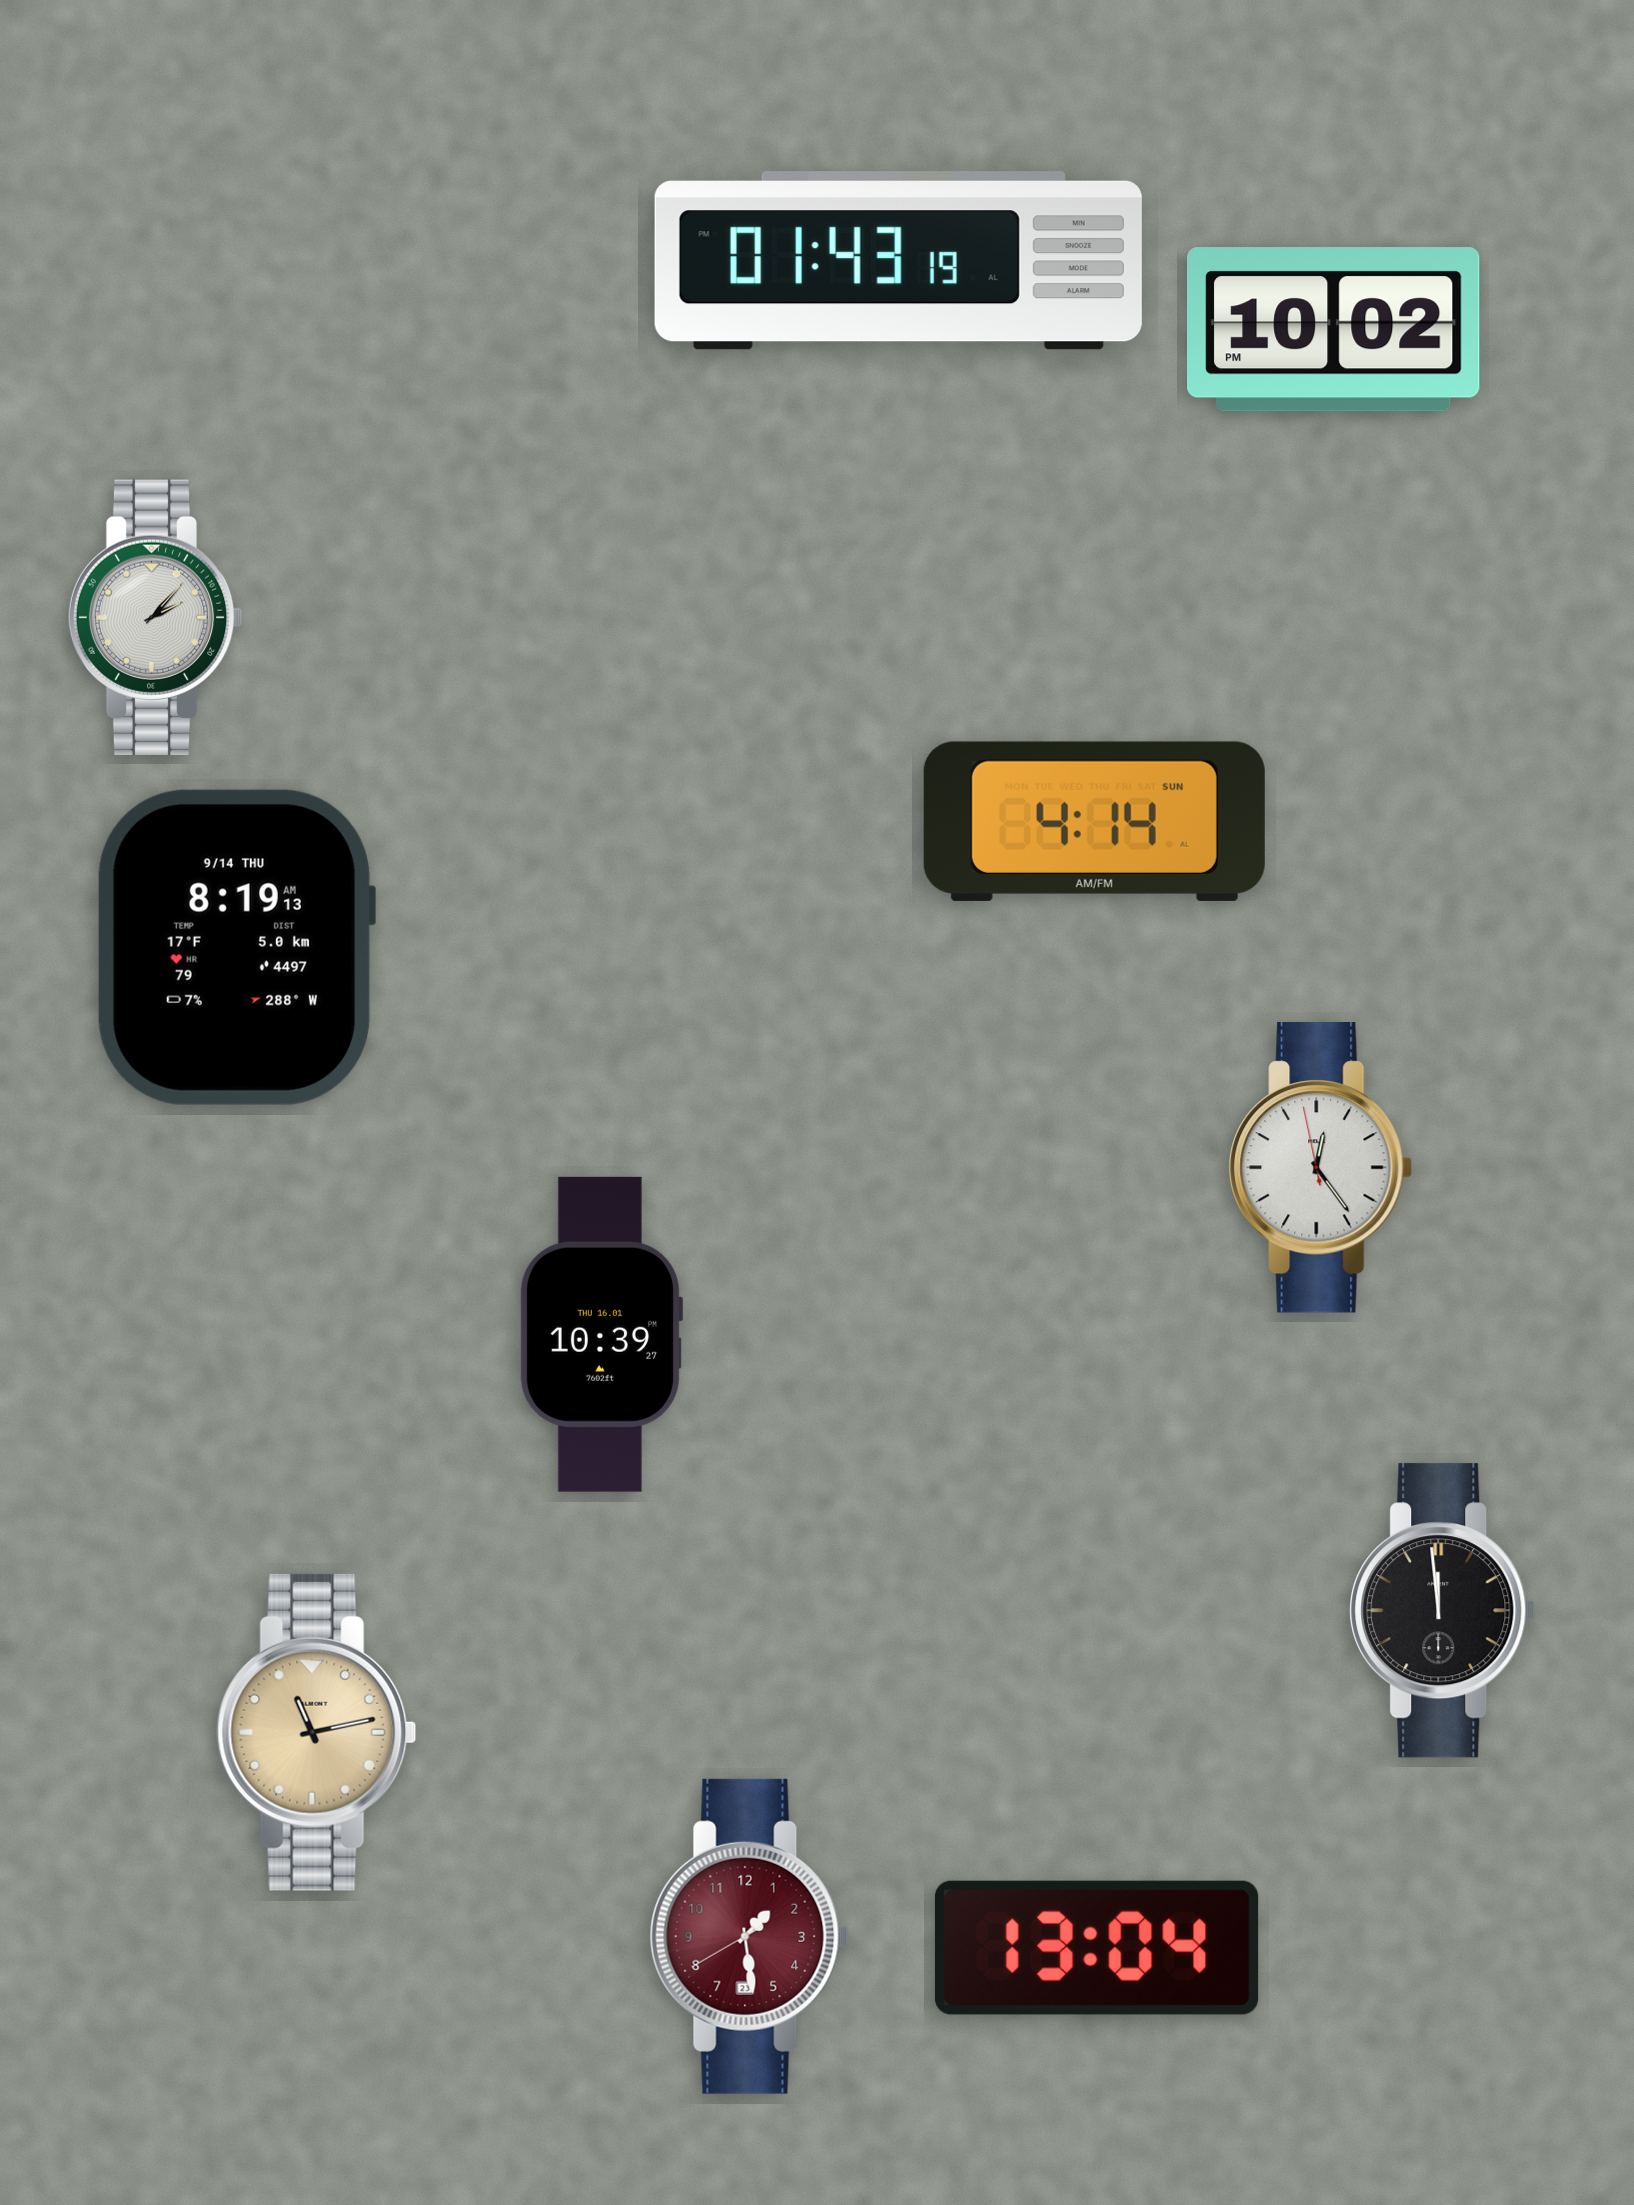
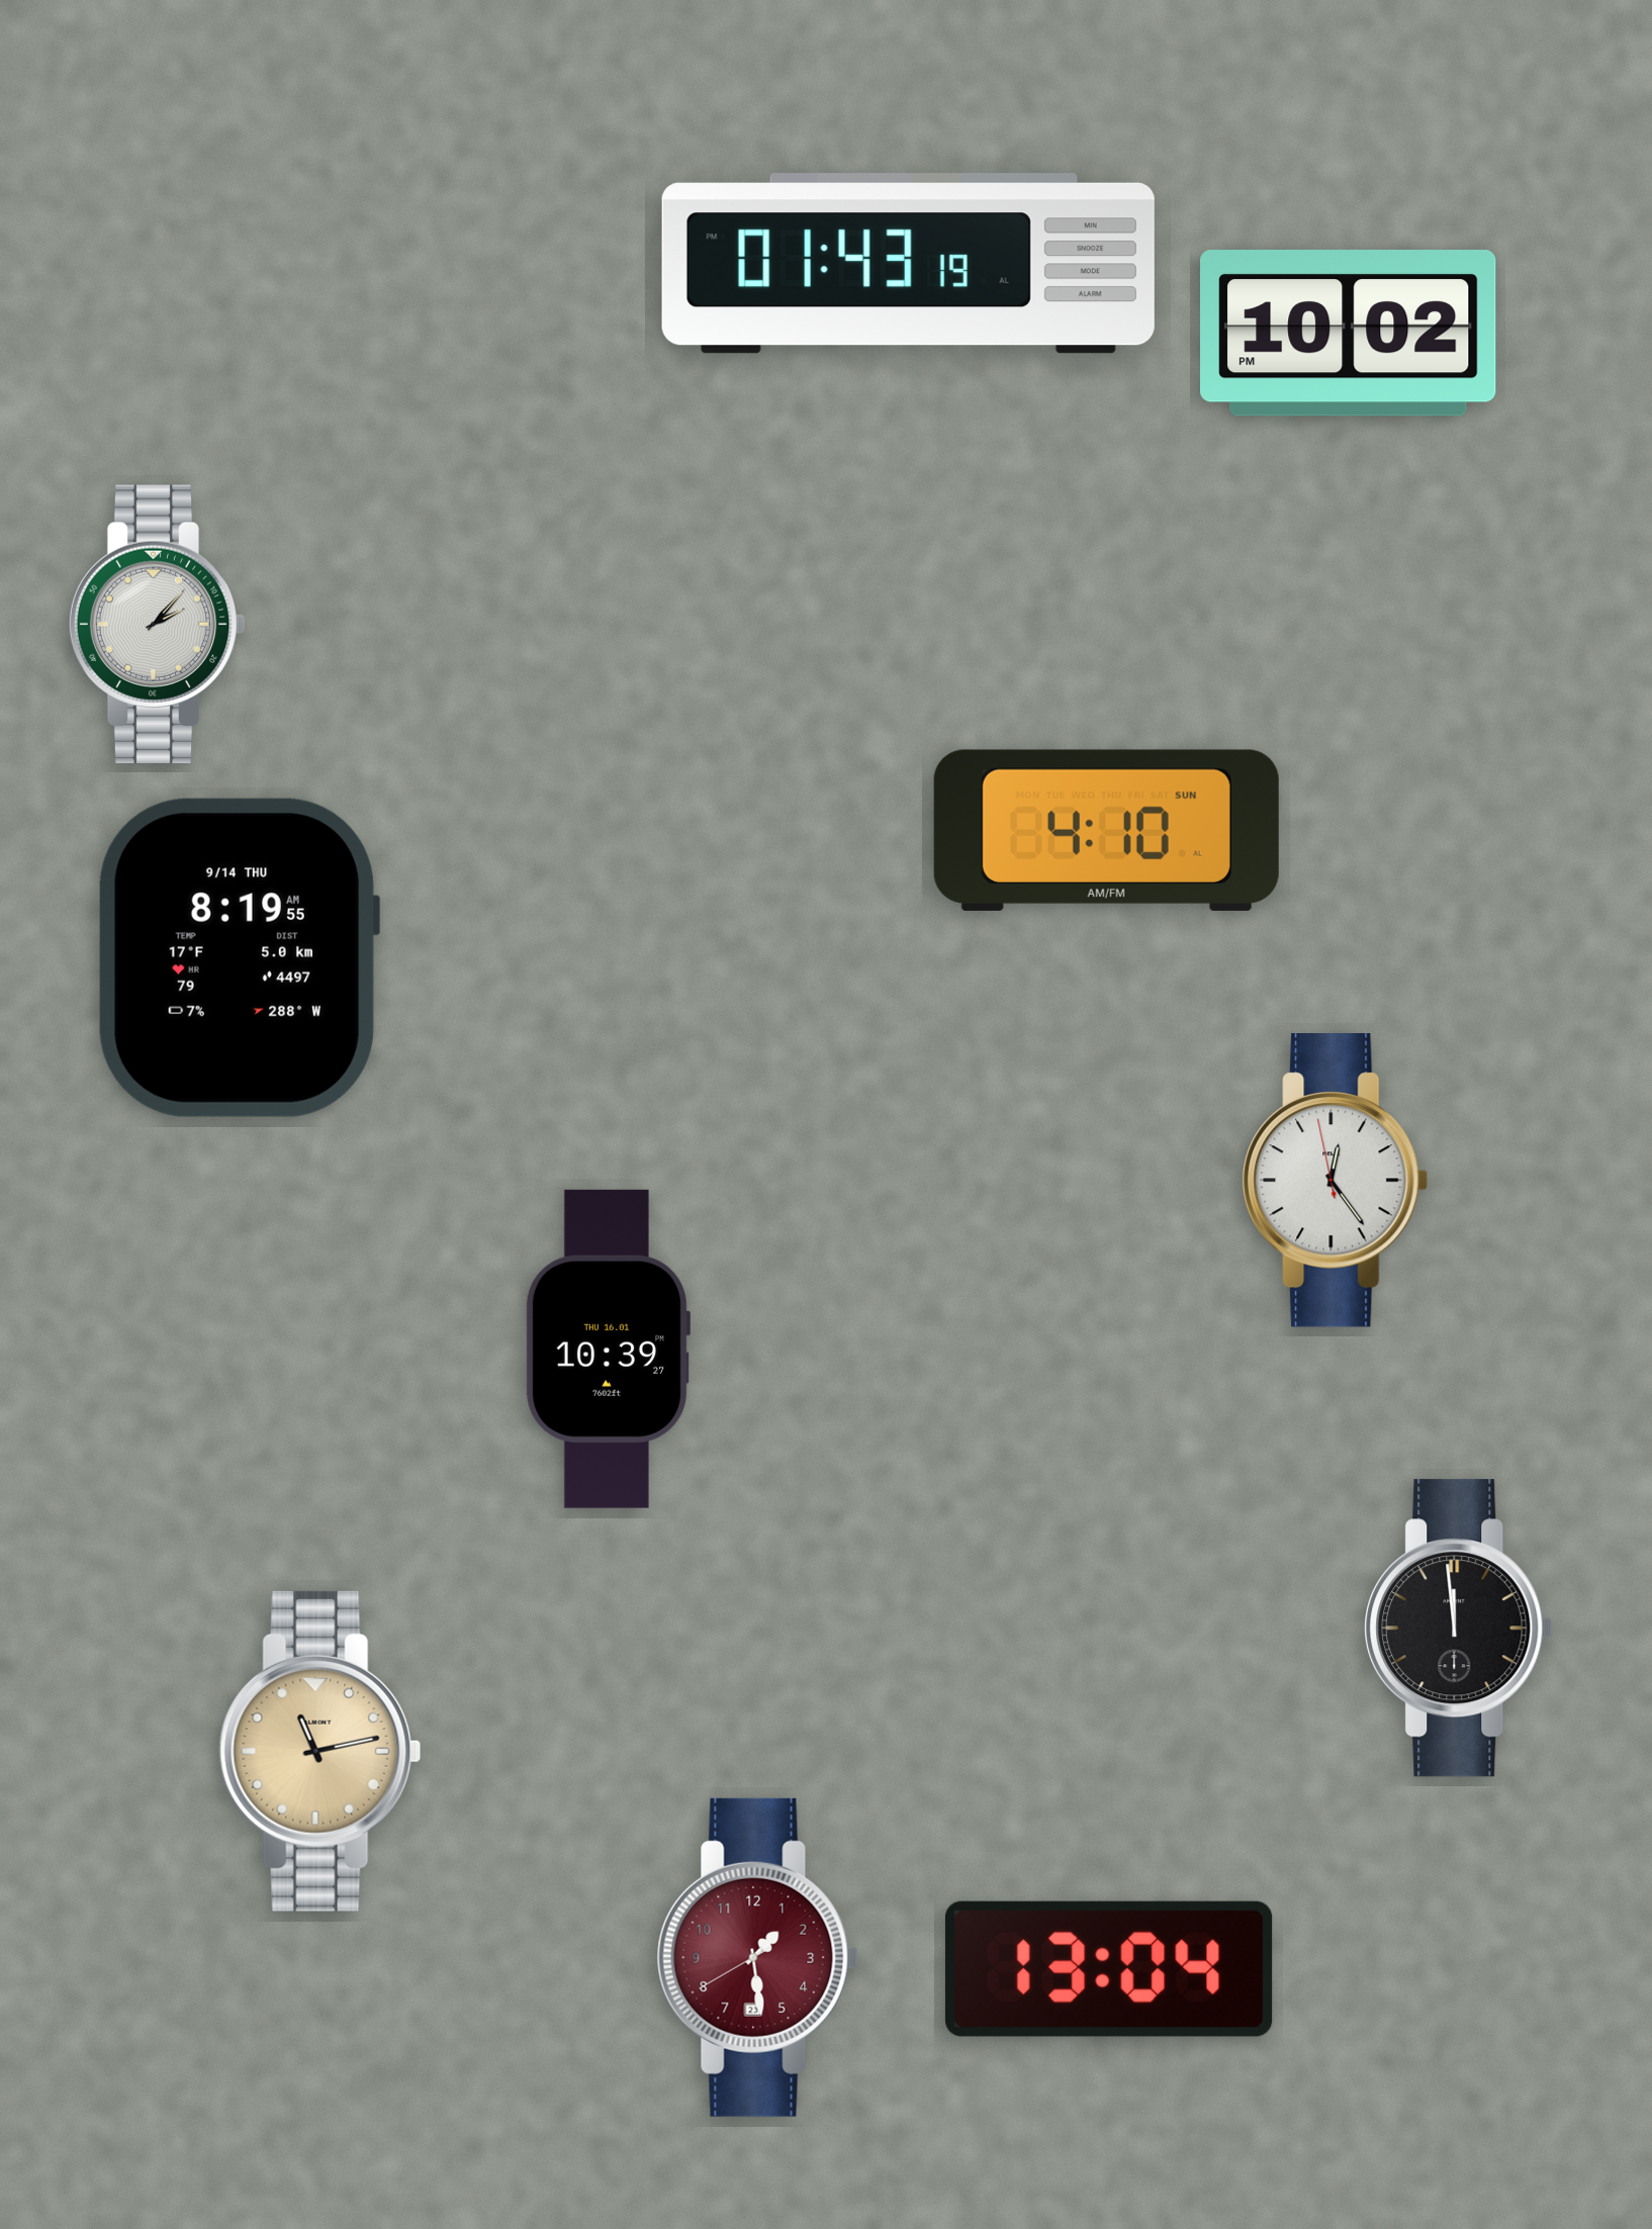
clock at (1094, 821): 4:14 -> 4:10
clock at (236, 947): 8:19:13 AM -> 8:19:55 AM
